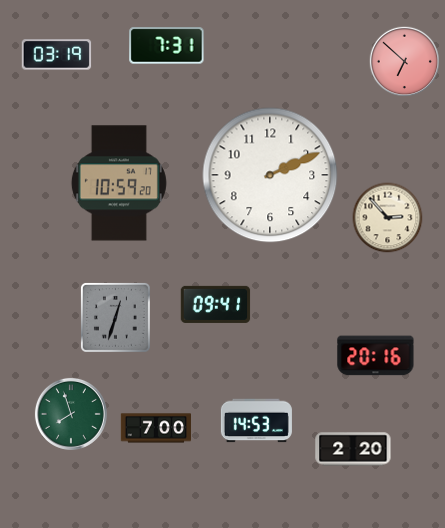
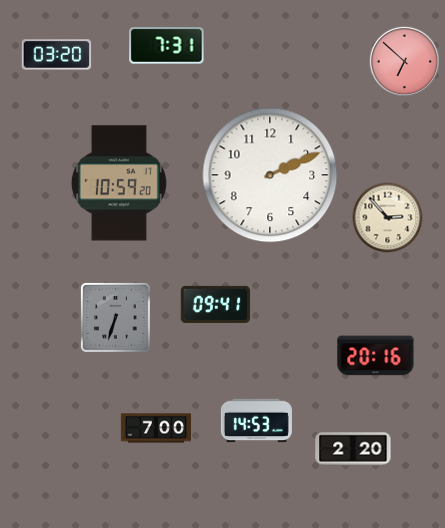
clock at (57, 55): 03:19 -> 03:20
clock at (115, 317): 12:33 -> 6:33
clock at (71, 414): 7:57 -> none
